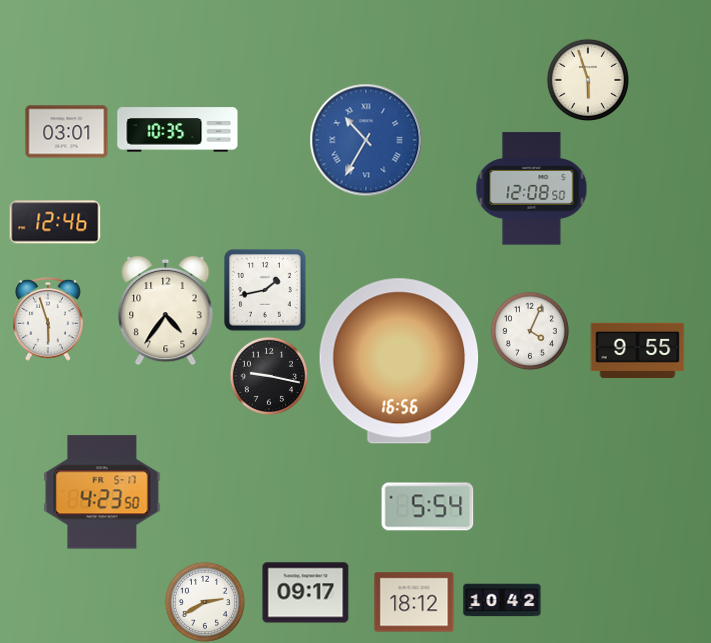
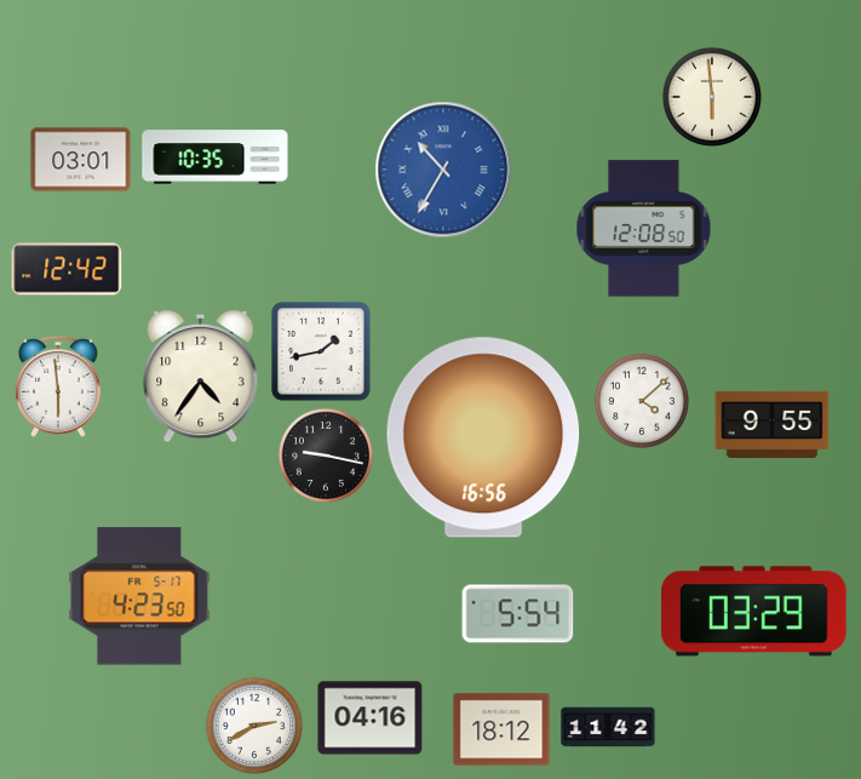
clock at (587, 79): 5:57 -> 5:59
clock at (55, 222): 12:46 -> 12:42
clock at (49, 319): 5:57 -> 5:59
clock at (530, 331): 4:04 -> 4:08
clock at (102, 492) position: (102, 492) -> (139, 596)
clock at (754, 612): none -> 03:29
clock at (306, 593): 09:17 -> 04:16
clock at (502, 600): 10:42 -> 11:42
clock at (205, 602) position: (205, 602) -> (254, 726)
